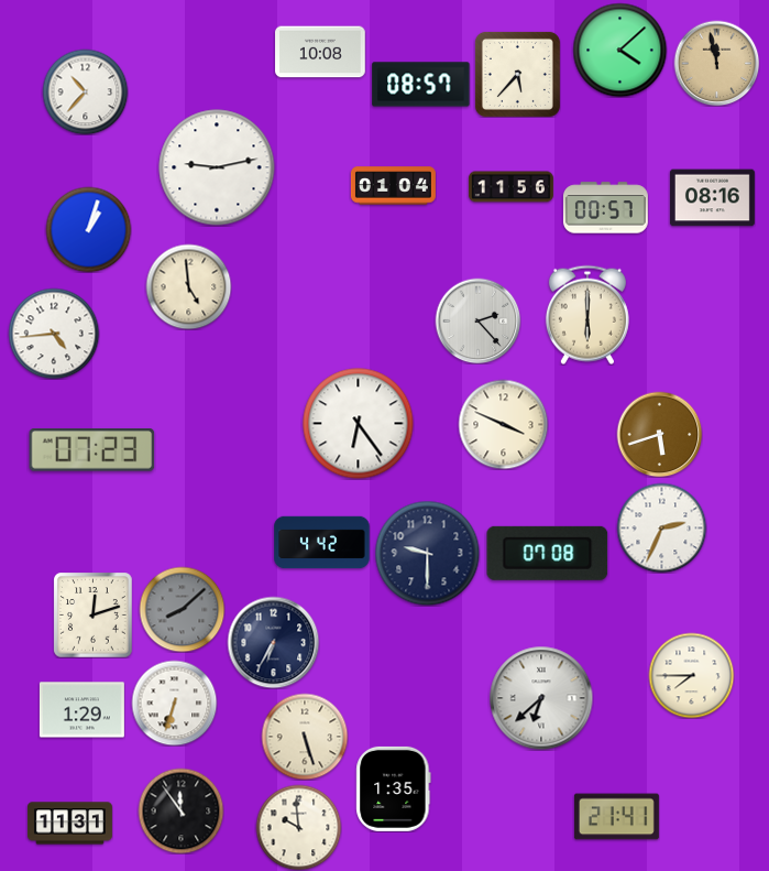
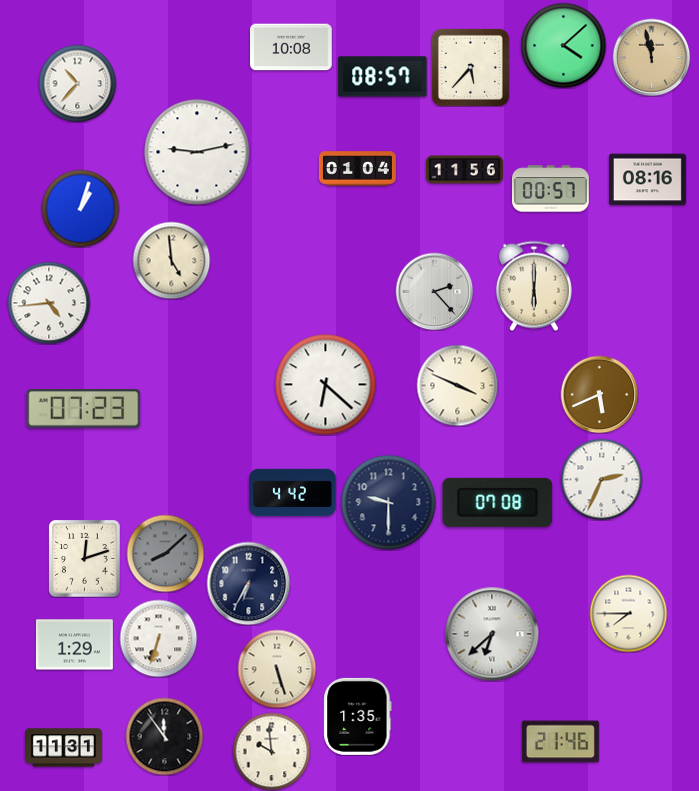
clock at (359, 424): 6:24 -> 6:22
clock at (659, 434): 5:42 -> 5:41
clock at (616, 817): 21:41 -> 21:46
